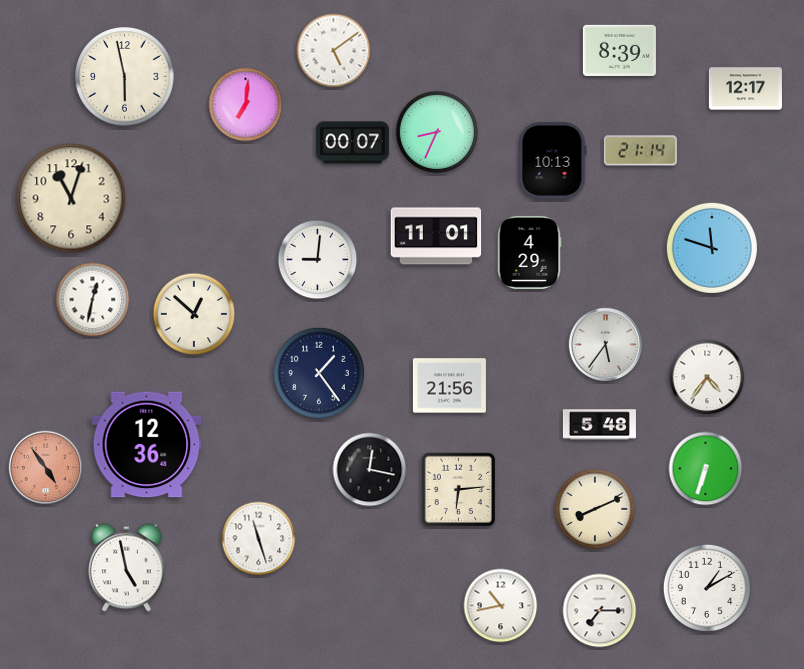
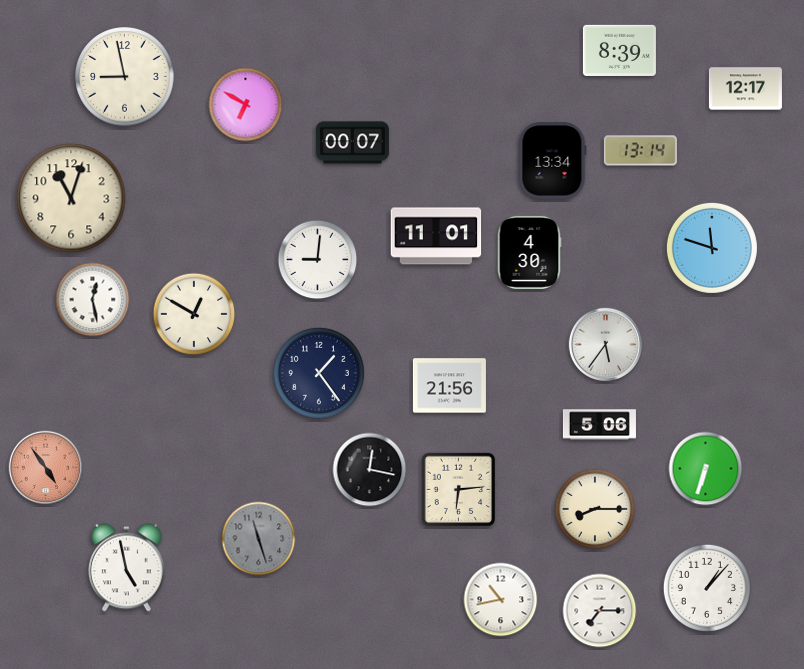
clock at (334, 51): 5:09 -> none
clock at (125, 77): 5:58 -> 8:58
clock at (246, 105): 7:01 -> 6:50
clock at (437, 132): 8:34 -> none
clock at (640, 151): 21:14 -> 13:14
clock at (553, 161): 10:13 -> 13:34
clock at (529, 252): 4:29 -> 4:30
clock at (93, 300): 12:32 -> 12:28
clock at (194, 314): 12:52 -> 12:50
clock at (707, 377): 4:36 -> none
clock at (599, 425): 5:48 -> 5:06
clock at (147, 445): 12:36 -> none
clock at (595, 509): 8:11 -> 8:15
clock at (259, 539) dial: white -> grey
clock at (707, 588): 1:10 -> 1:07
clock at (501, 606) position: (501, 606) -> (501, 600)
